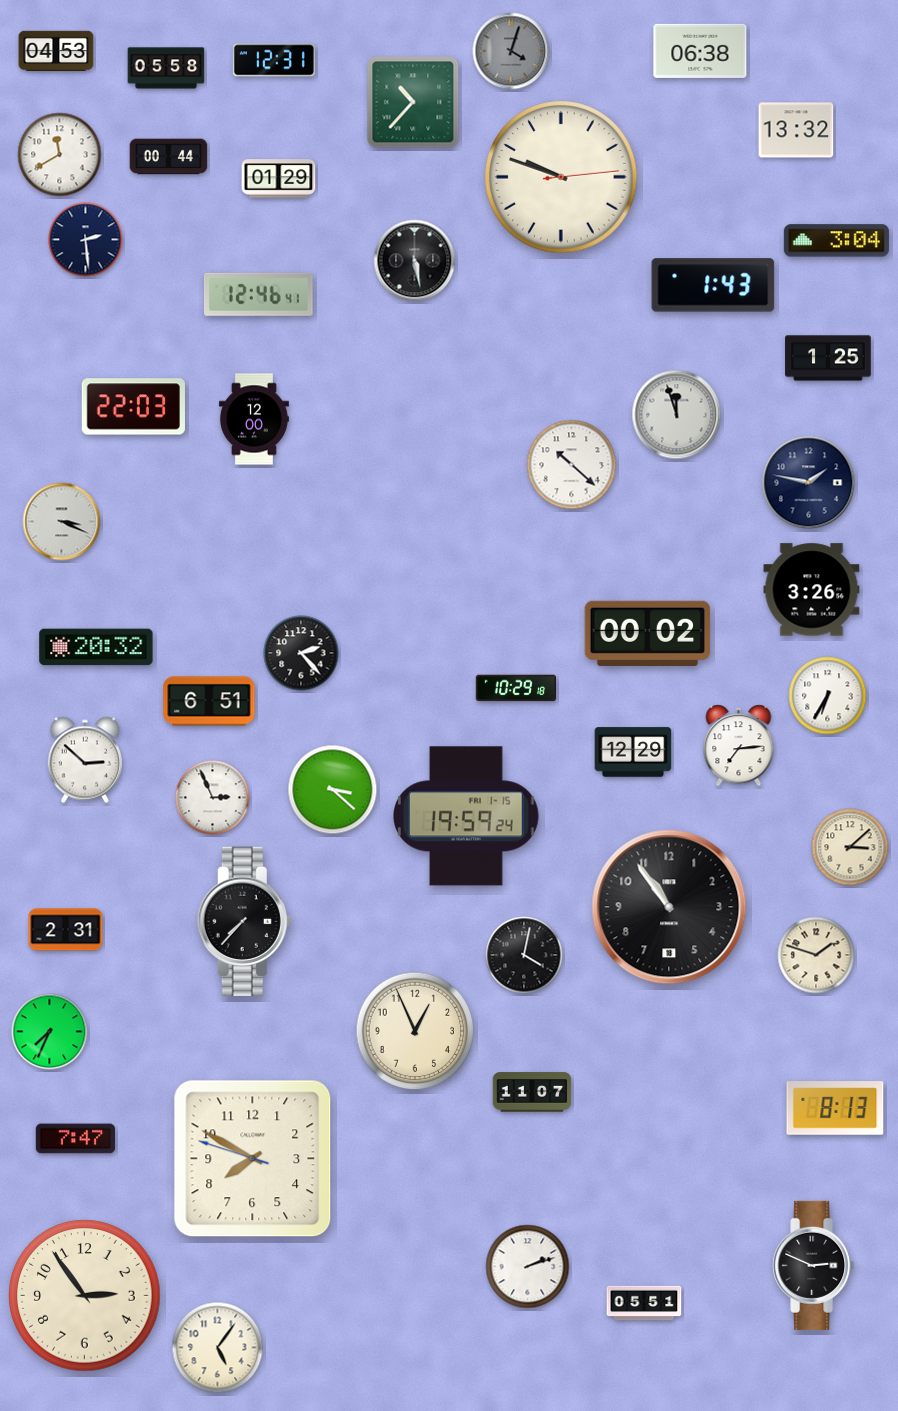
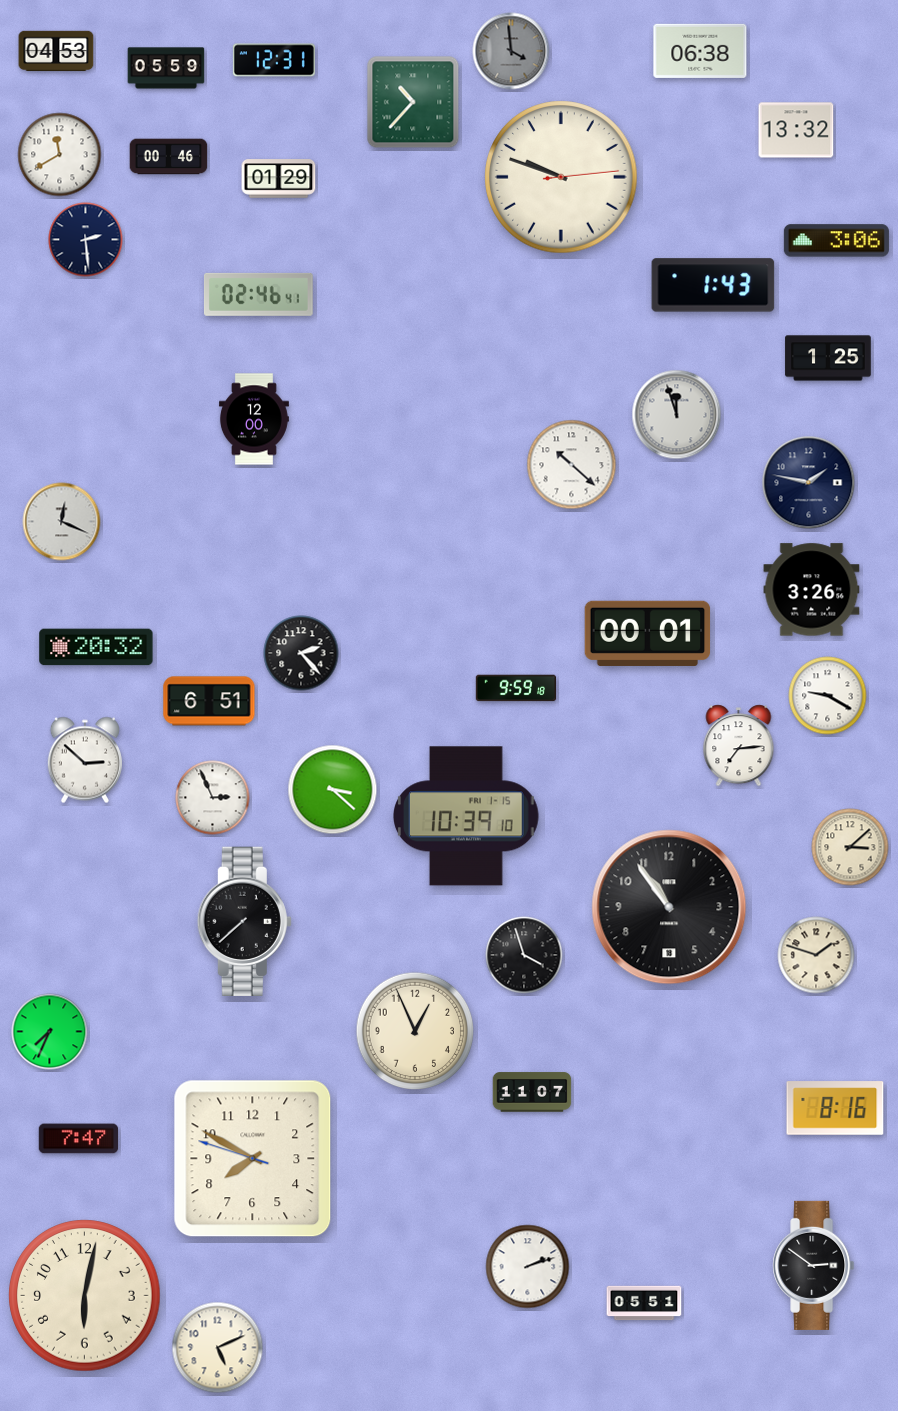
clock at (511, 51): 4:03 -> 3:59
clock at (166, 68): 05:58 -> 05:59
clock at (169, 157): 00:44 -> 00:46
clock at (836, 241): 3:04 -> 3:06
clock at (415, 261): 5:28 -> none
clock at (258, 294): 12:46 -> 02:46
clock at (133, 407): 22:03 -> none
clock at (62, 522): 3:19 -> 12:19
clock at (648, 633): 00:02 -> 00:01
clock at (515, 688): 10:29 -> 9:59
clock at (828, 696): 6:35 -> 9:20
clock at (633, 752): 12:29 -> none
clock at (466, 816): 19:59 -> 10:39
clock at (244, 921): 7:37 -> 7:38
clock at (66, 930): 2:31 -> none
clock at (524, 955): 4:02 -> 3:57
clock at (835, 1108): 8:13 -> 8:16
clock at (76, 1139) position: (76, 1139) -> (79, 1139)
clock at (814, 1265): 2:49 -> 2:51
clock at (85, 1296): 2:54 -> 6:02
clock at (218, 1348): 5:06 -> 5:11
